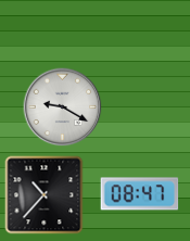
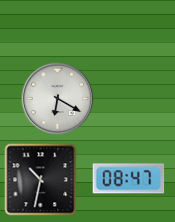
clock at (63, 107): 9:20 -> 6:20
clock at (45, 195): 10:37 -> 10:32
